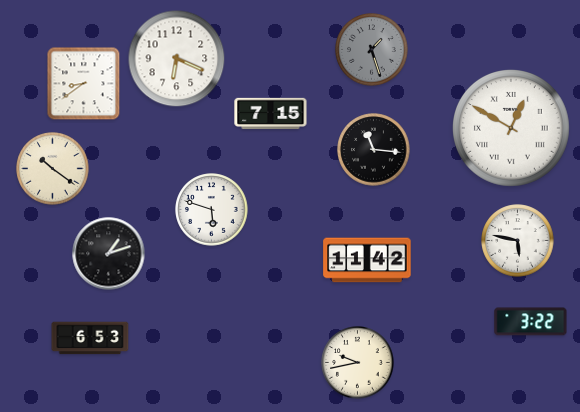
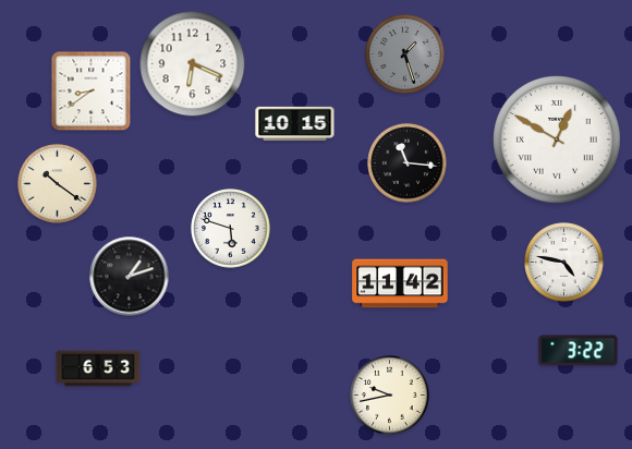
clock at (271, 114): 7:15 -> 10:15
clock at (518, 241): 5:47 -> 4:47
clock at (109, 254) position: (109, 254) -> (130, 277)
